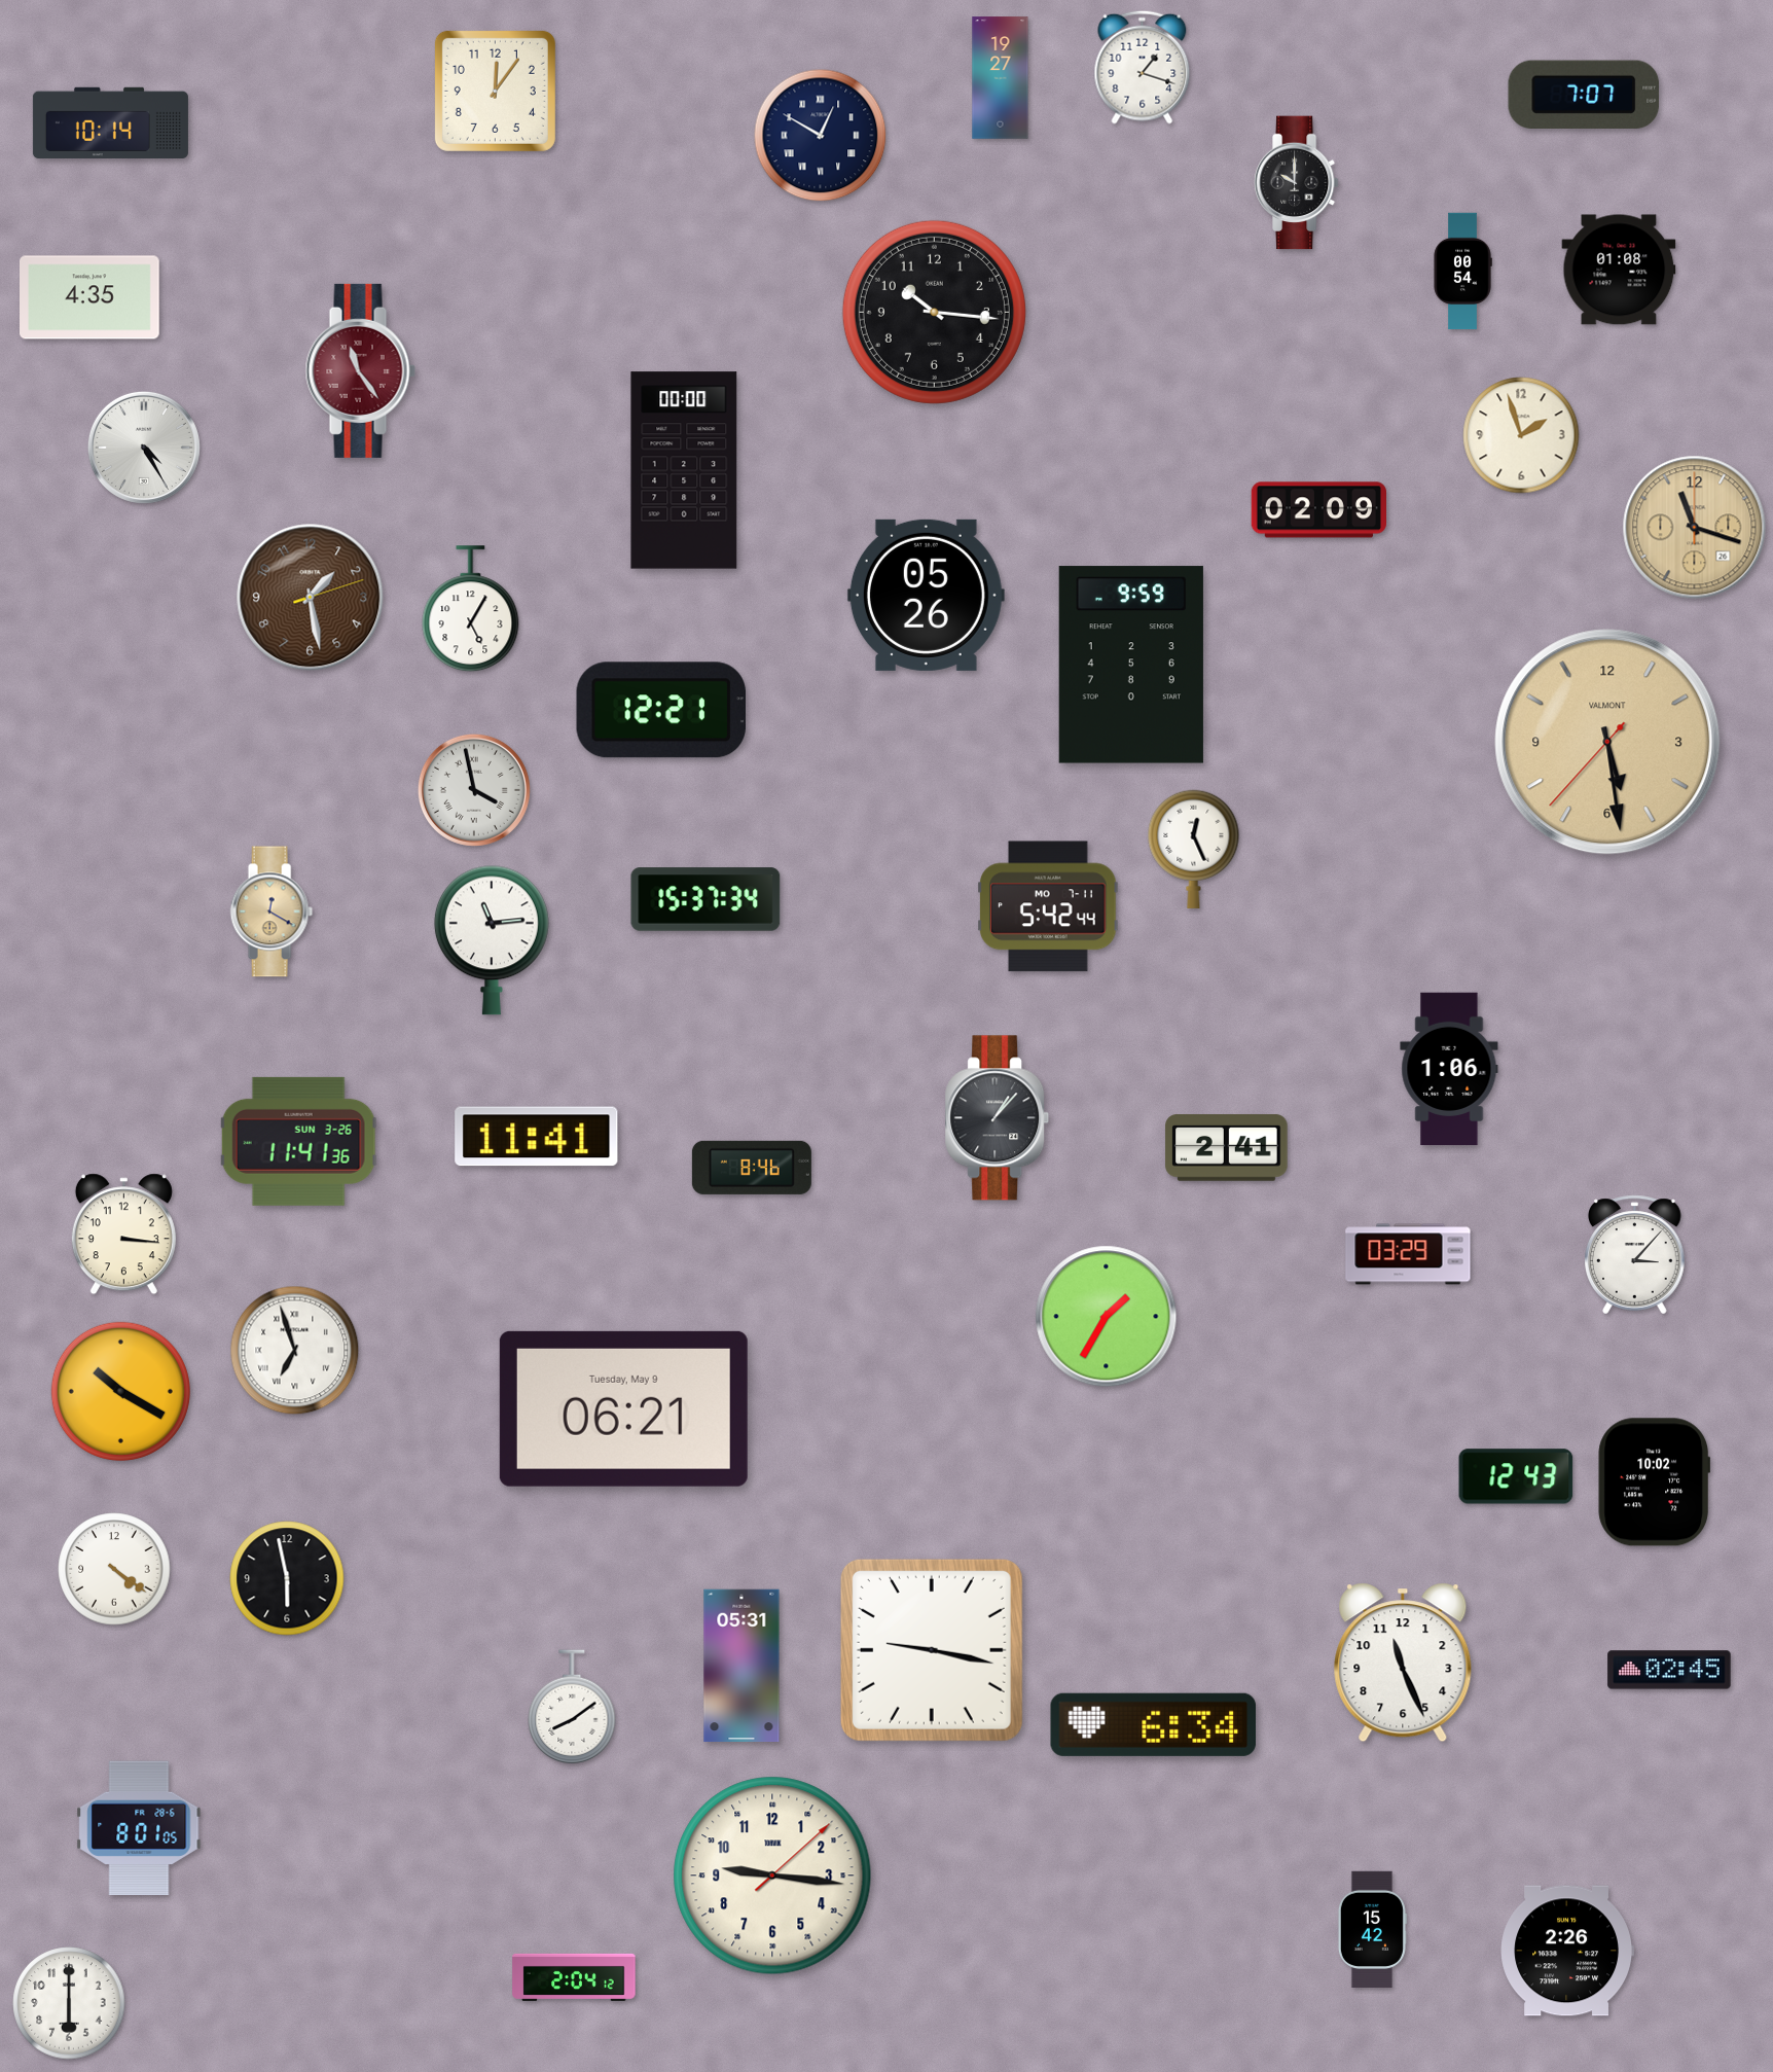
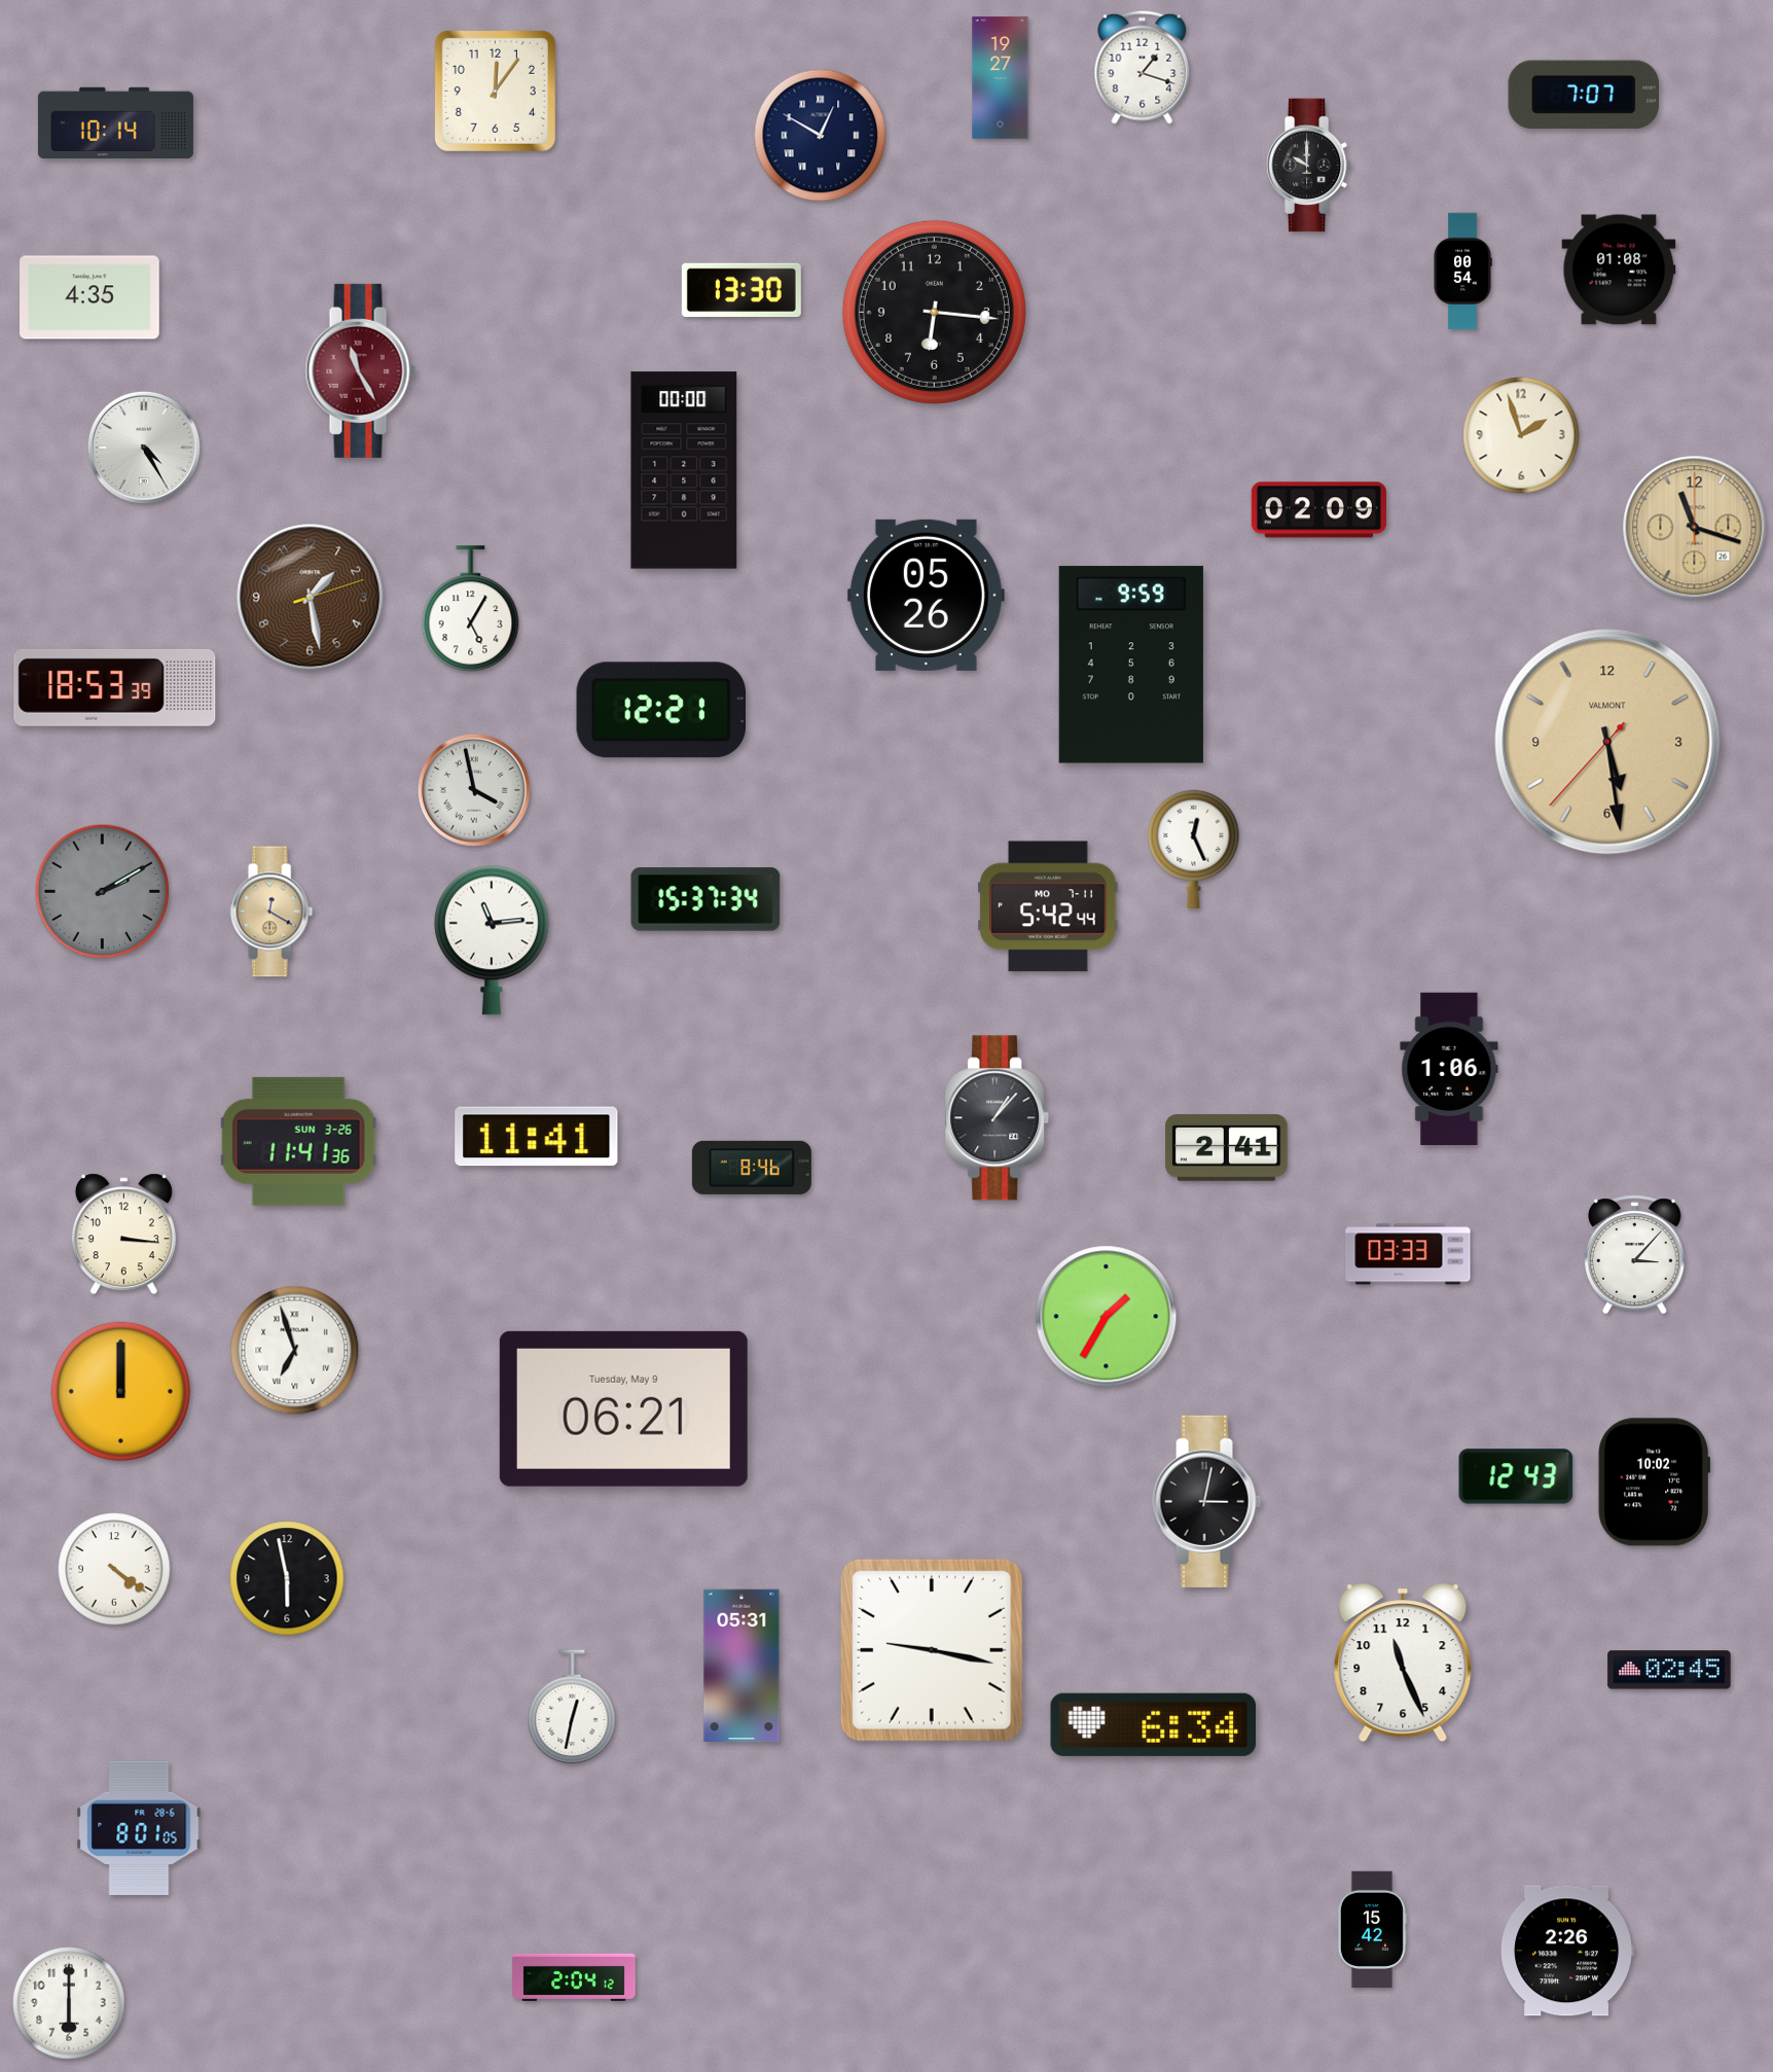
clock at (110, 122) position: (110, 122) -> (115, 122)
clock at (1296, 183) position: (1296, 183) -> (1308, 166)
clock at (741, 289): none -> 13:30
clock at (934, 312): 10:16 -> 6:16
clock at (360, 370): 11:24 -> 11:25
clock at (115, 687): none -> 18:53
clock at (103, 892): none -> 2:10
clock at (1408, 1254): 03:29 -> 03:33
clock at (120, 1391): 10:20 -> 12:00
clock at (1207, 1501): none -> 3:02
clock at (572, 1708): 8:09 -> 12:32
clock at (772, 1875): 9:16 -> none
